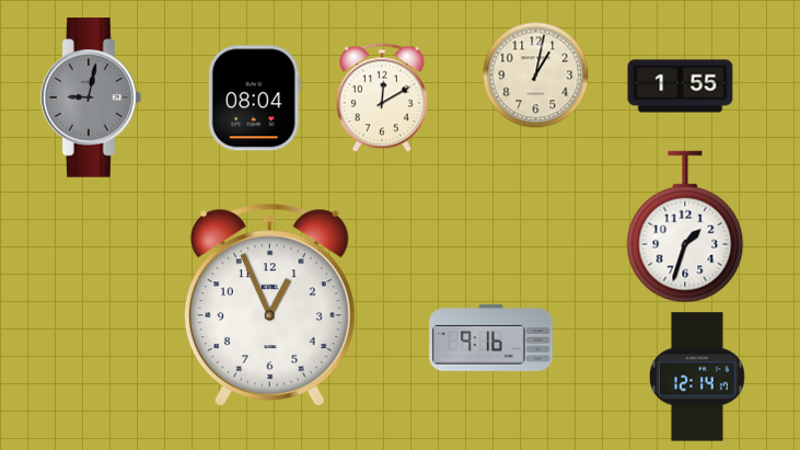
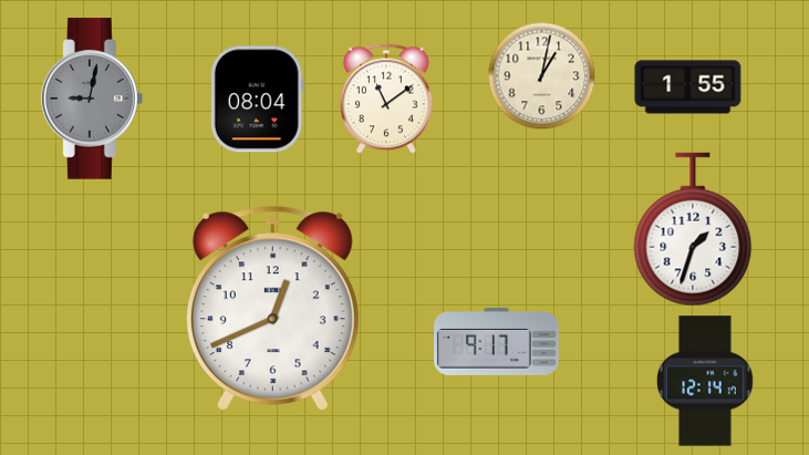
clock at (383, 97): 12:10 -> 11:09
clock at (269, 304): 12:56 -> 12:41
clock at (491, 337): 9:16 -> 9:17
